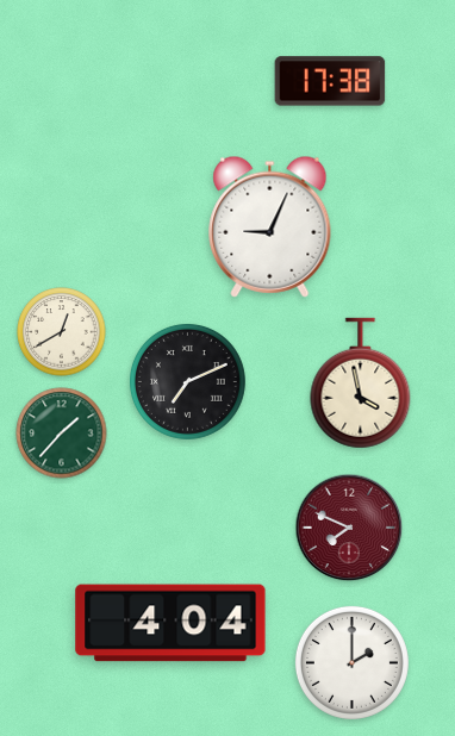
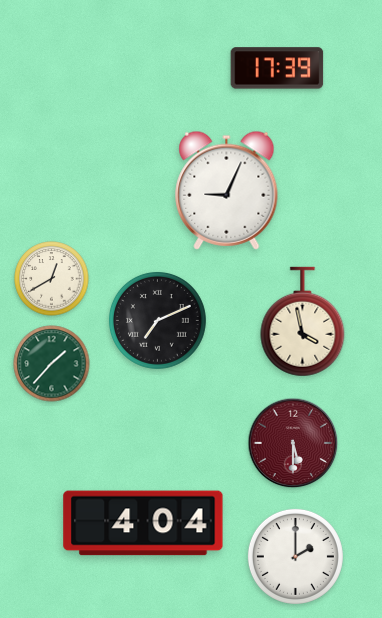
clock at (330, 81): 17:38 -> 17:39
clock at (349, 528): 7:49 -> 5:30
